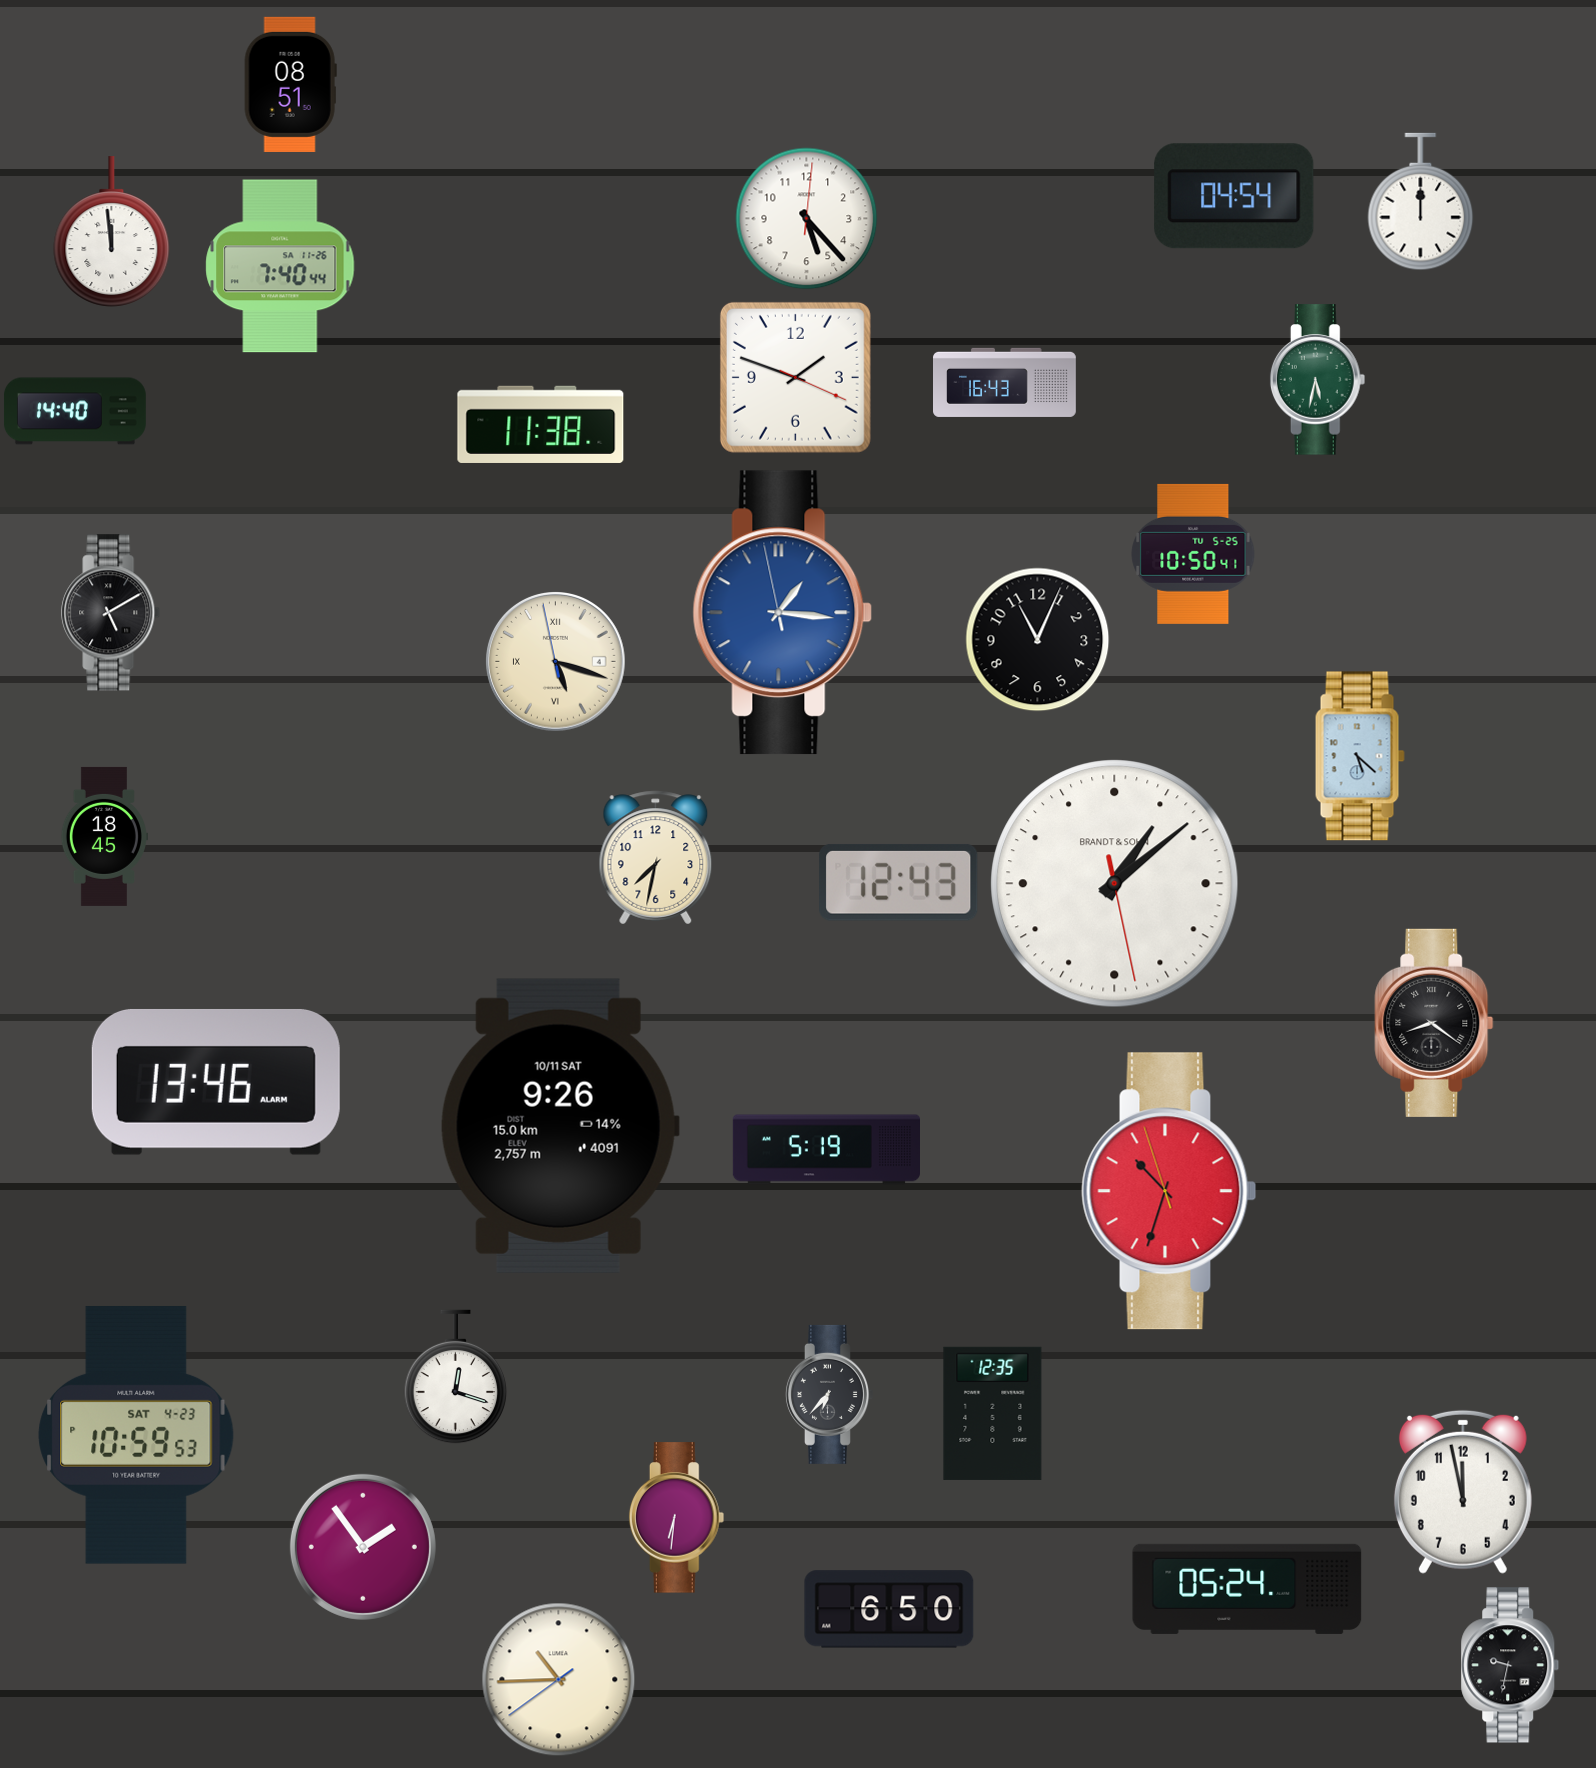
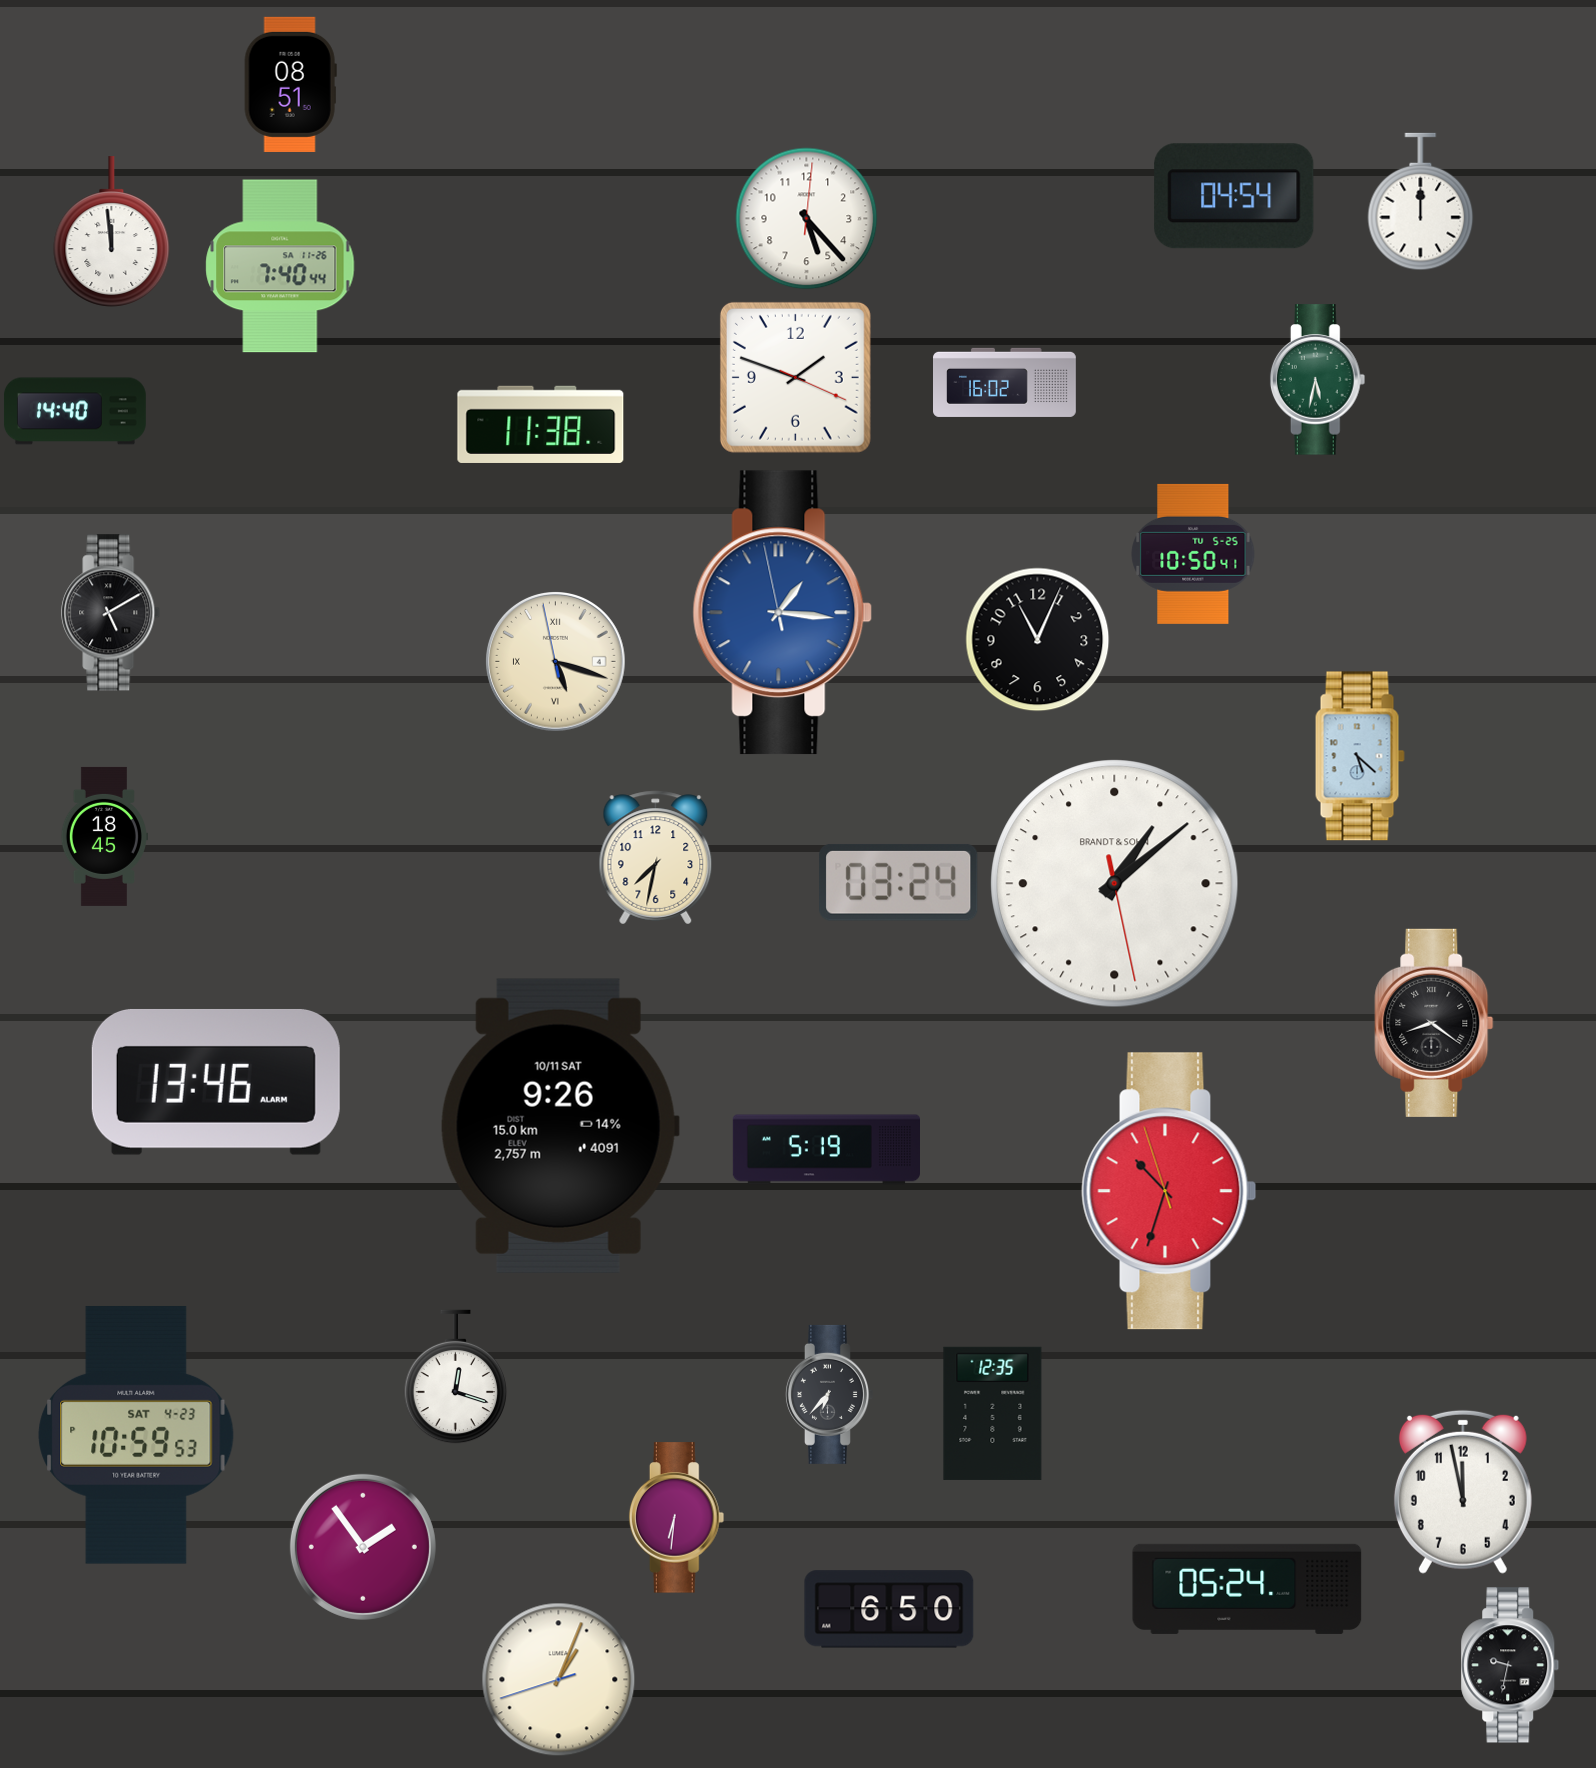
clock at (1005, 382): 16:43 -> 16:02
clock at (899, 882): 12:43 -> 03:24
clock at (559, 1680): 10:44 -> 1:03
